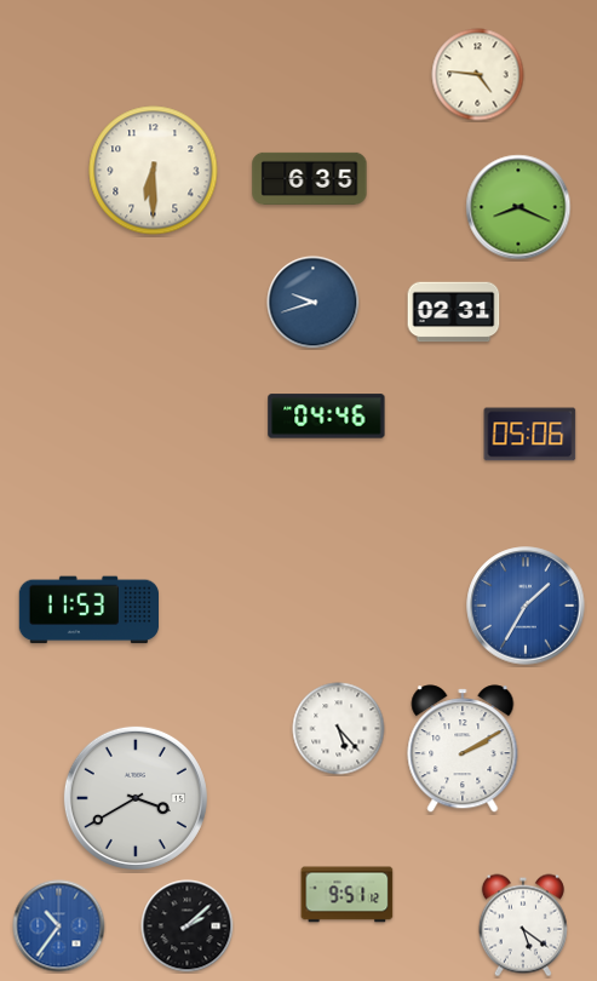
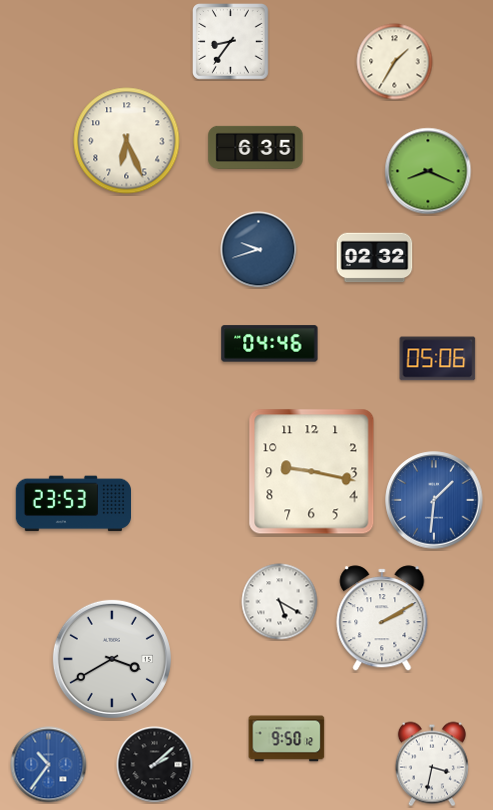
clock at (231, 42): none -> 8:36
clock at (478, 75): 4:46 -> 1:35
clock at (154, 171): 6:30 -> 6:26
clock at (454, 312): 02:31 -> 02:32
clock at (312, 472): none -> 9:17
clock at (526, 606): 1:35 -> 1:31
clock at (88, 610): 11:53 -> 23:53
clock at (339, 729): 5:23 -> 5:20
clock at (348, 895): 9:51 -> 9:50
clock at (523, 925): 5:21 -> 3:32
